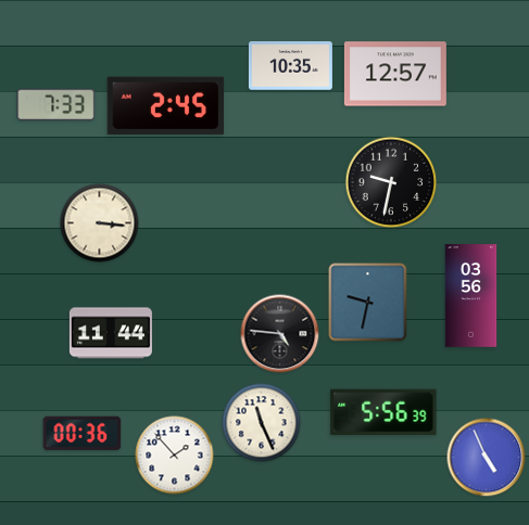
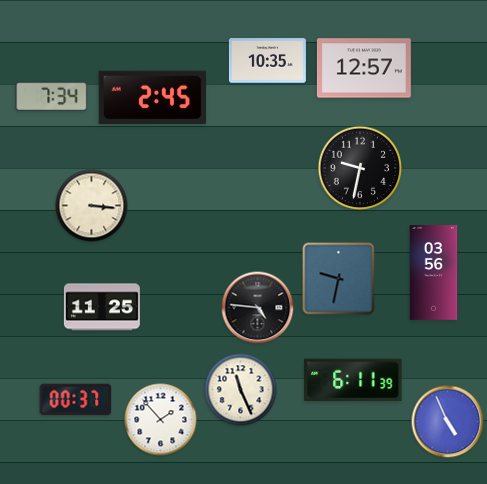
clock at (56, 104): 7:33 -> 7:34
clock at (111, 333): 11:44 -> 11:25
clock at (383, 412): 5:56 -> 6:11
clock at (83, 434): 00:36 -> 00:37
